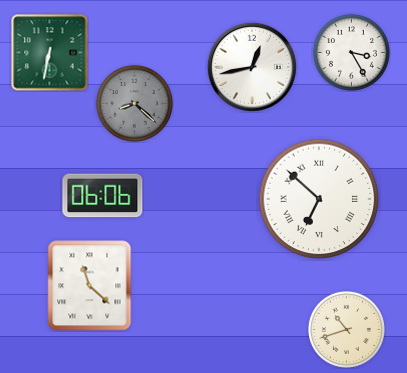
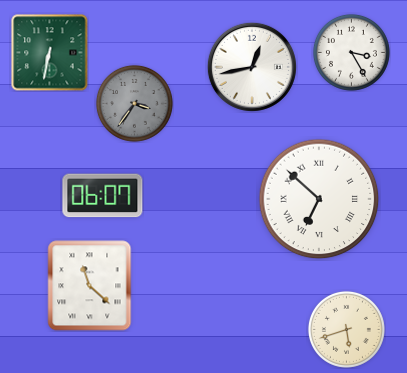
clock at (134, 103): 8:22 -> 3:36
clock at (103, 196): 06:06 -> 06:07
clock at (346, 329): 10:42 -> 5:42
